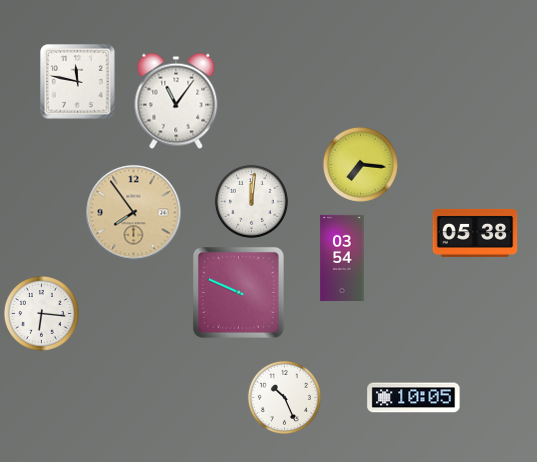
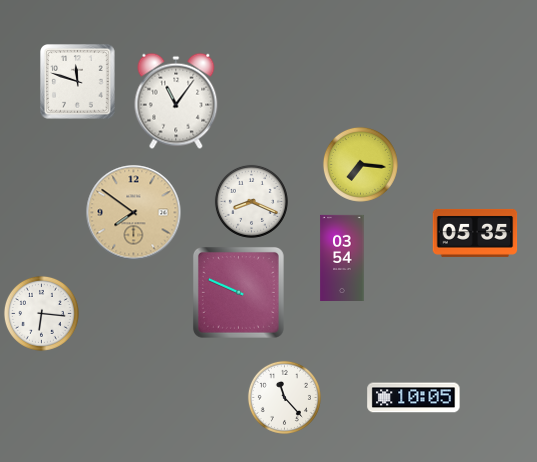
clock at (78, 82): 11:47 -> 11:48
clock at (251, 201): 12:01 -> 8:19
clock at (134, 213): 7:54 -> 7:51
clock at (475, 233): 05:38 -> 05:35
clock at (284, 397): 10:26 -> 11:23
